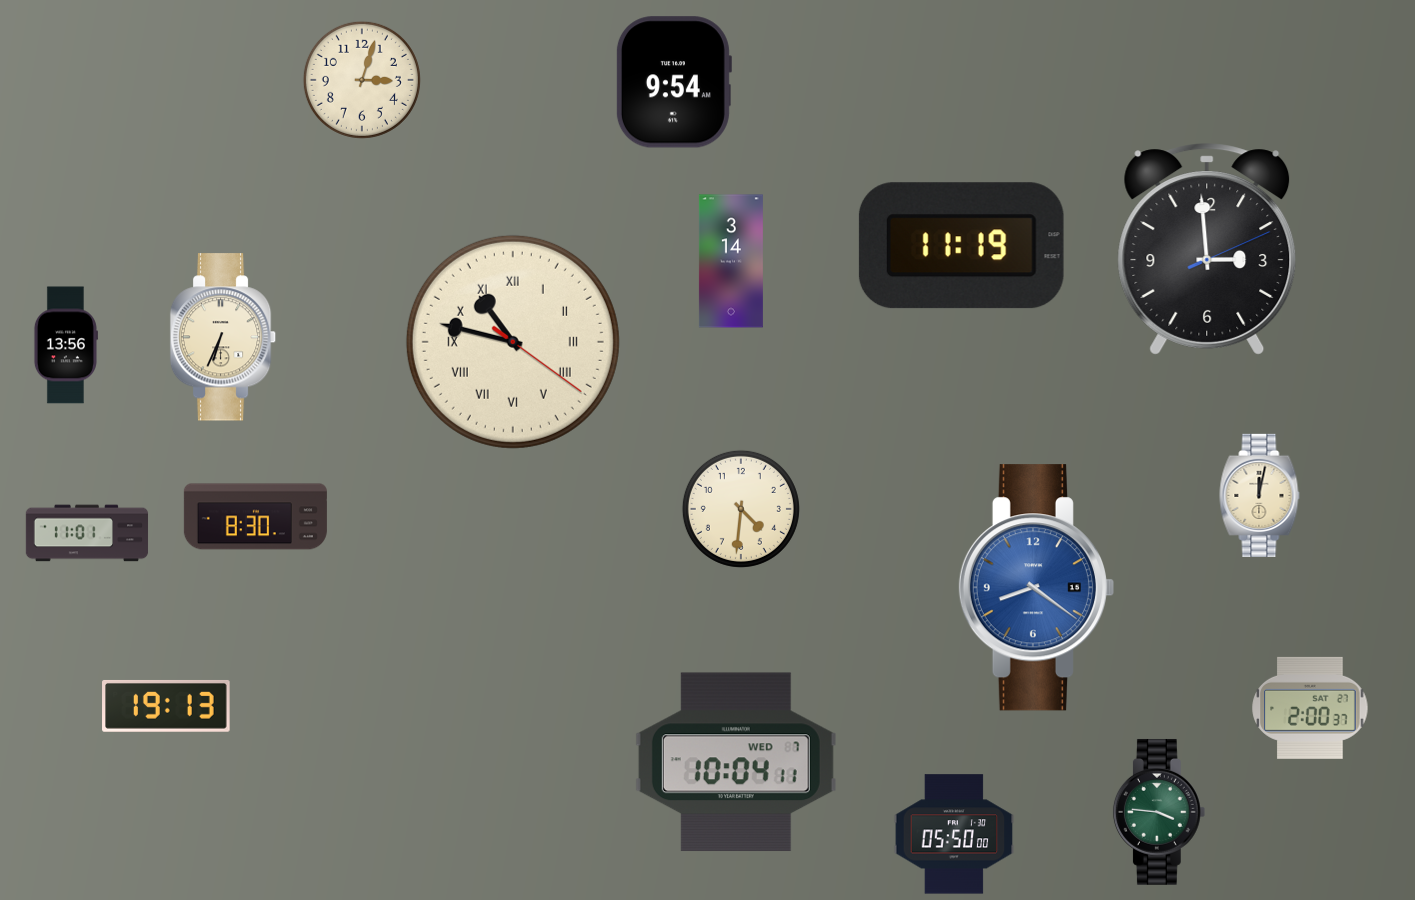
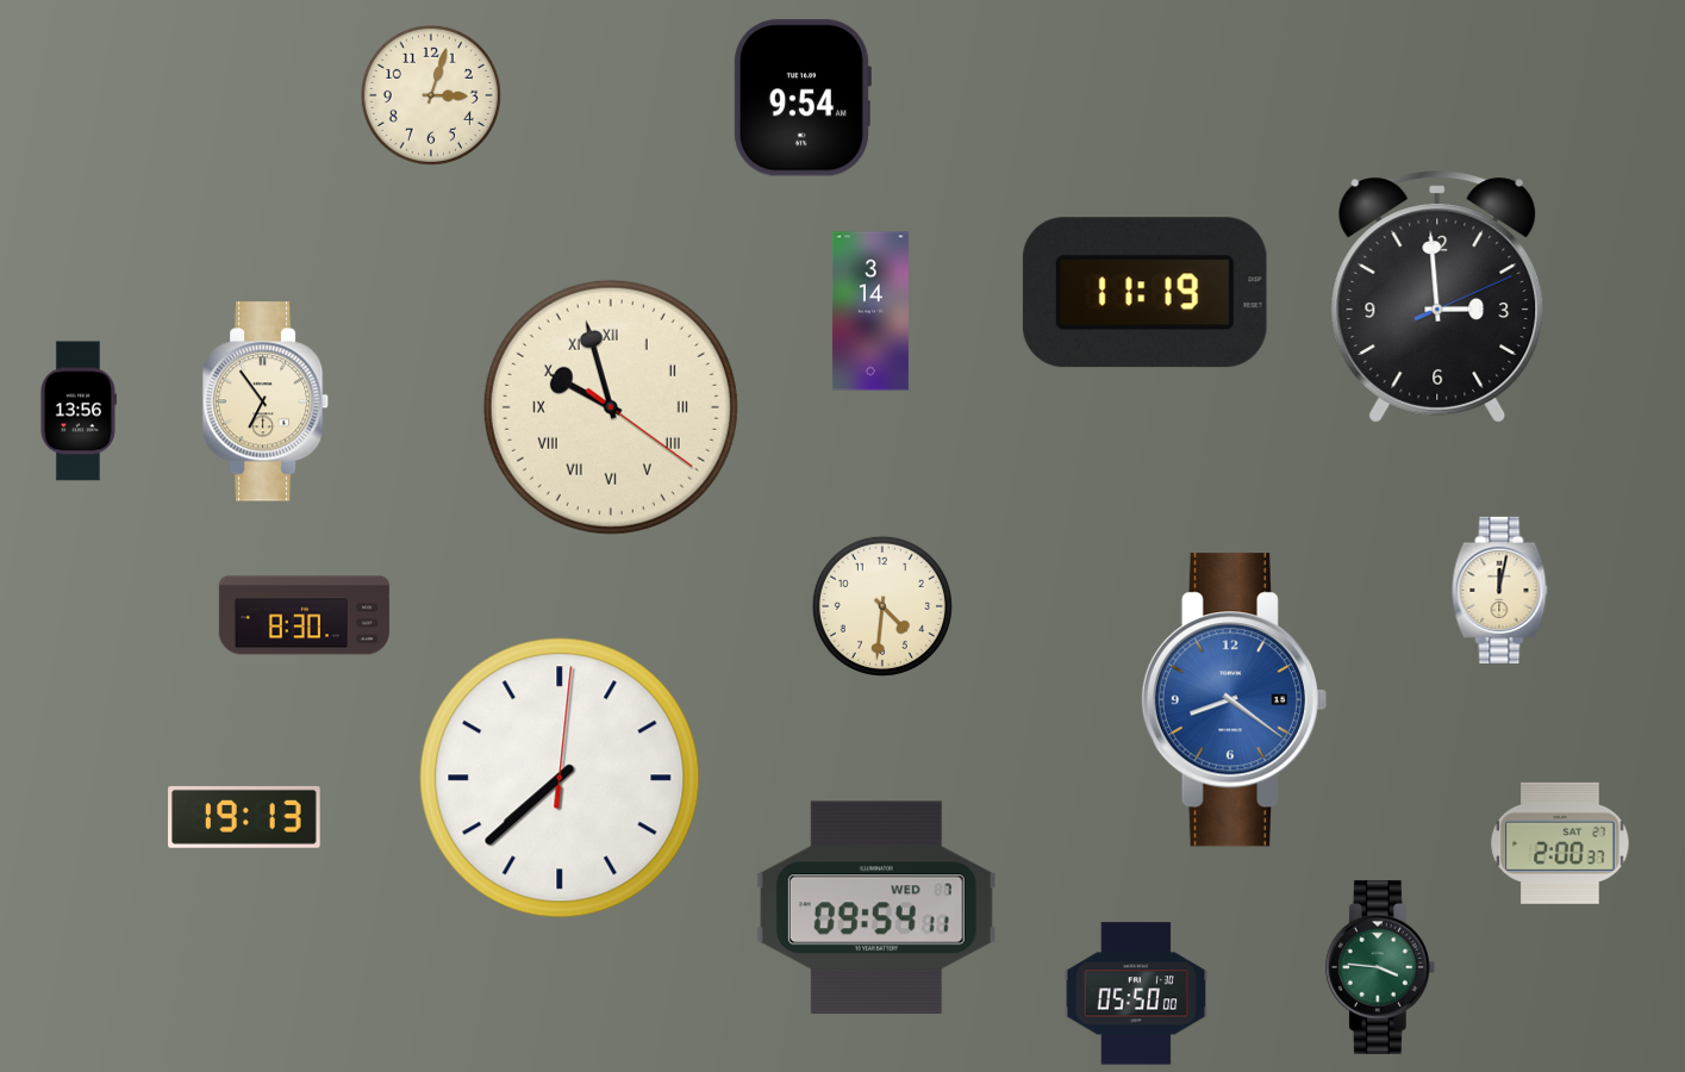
clock at (223, 337): 6:34 -> 6:54
clock at (513, 342): 10:47 -> 9:57
clock at (87, 533): 11:01 -> none
clock at (560, 778): none -> 7:38
clock at (166, 706) position: (166, 706) -> (244, 817)
clock at (736, 762): 10:04 -> 09:54
